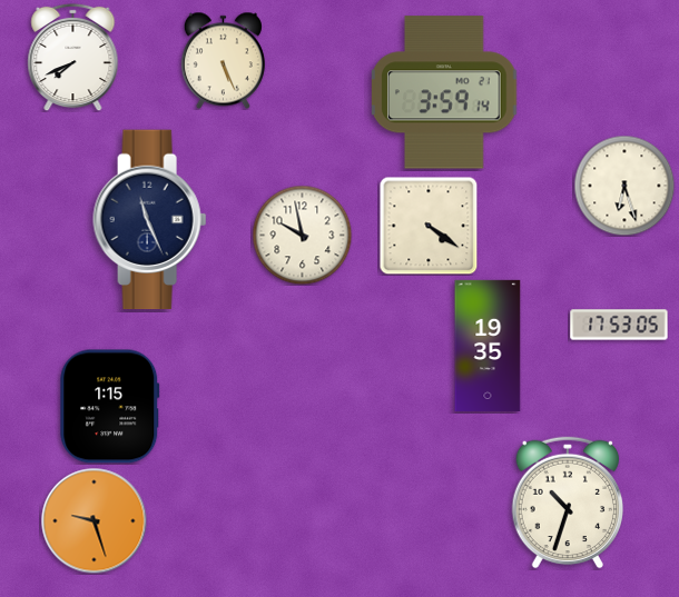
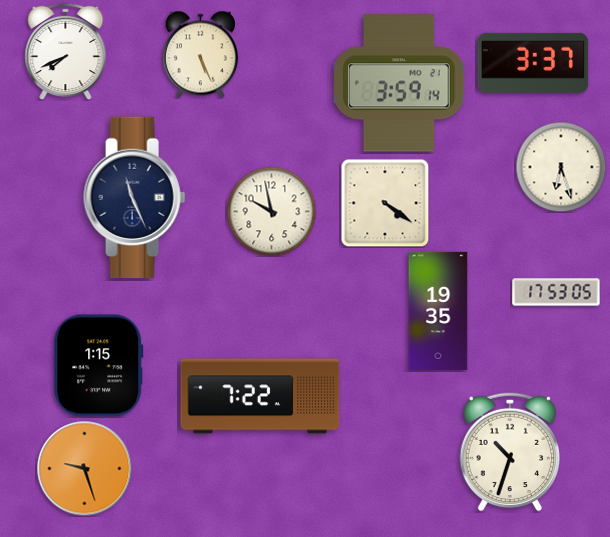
clock at (533, 63): none -> 3:37
clock at (260, 396): none -> 7:22
